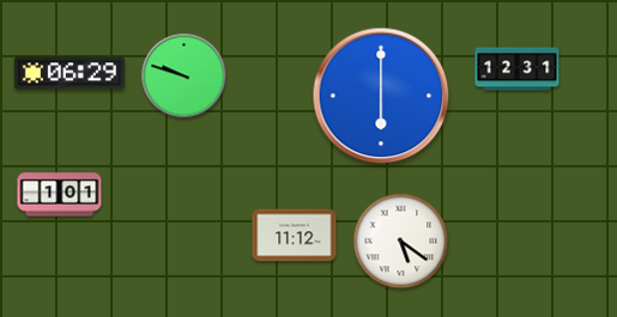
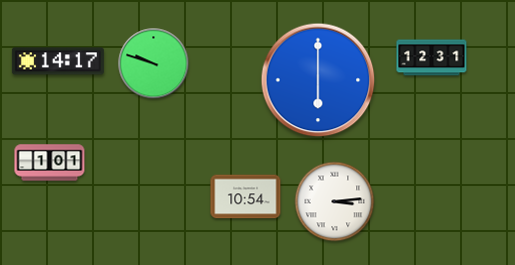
clock at (69, 73): 06:29 -> 14:17
clock at (295, 236): 11:12 -> 10:54
clock at (401, 242): 5:21 -> 3:14
